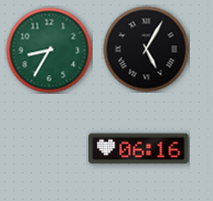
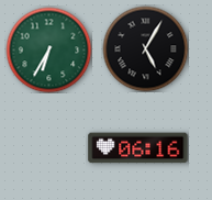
clock at (49, 50): 8:35 -> 6:35
